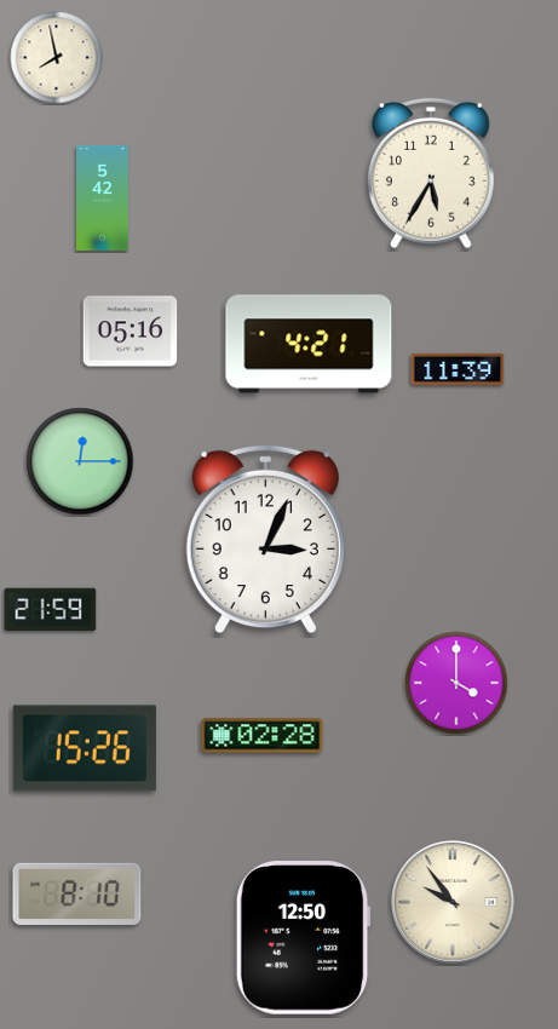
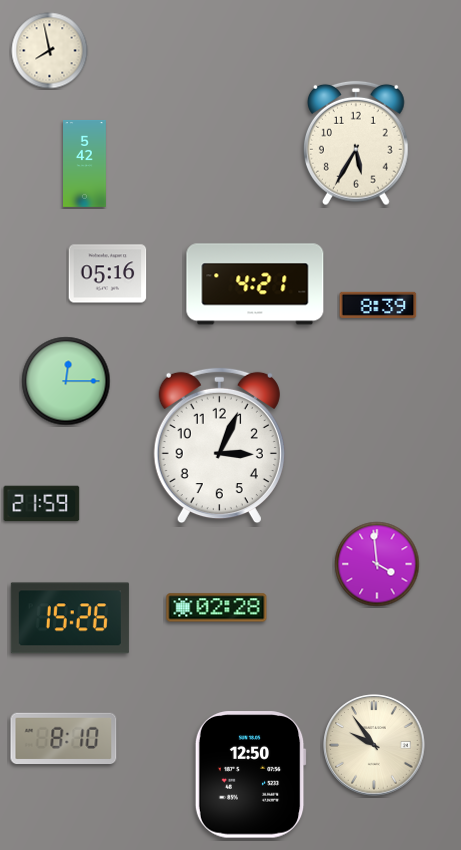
clock at (57, 58) position: (57, 58) -> (50, 51)
clock at (458, 369): 11:39 -> 8:39
clock at (456, 683): 4:00 -> 3:59
